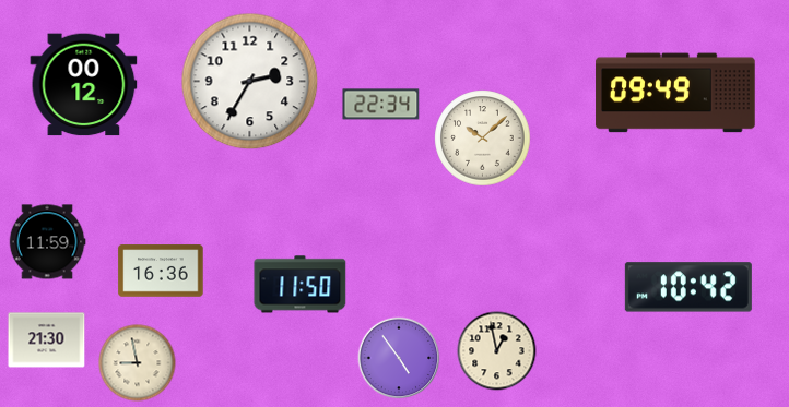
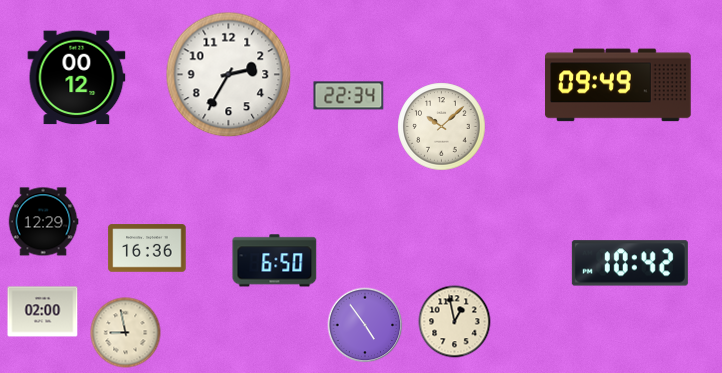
clock at (47, 242): 11:59 -> 12:29
clock at (301, 285): 11:50 -> 6:50
clock at (47, 340): 21:30 -> 02:00
clock at (399, 358) position: (399, 358) -> (365, 325)
